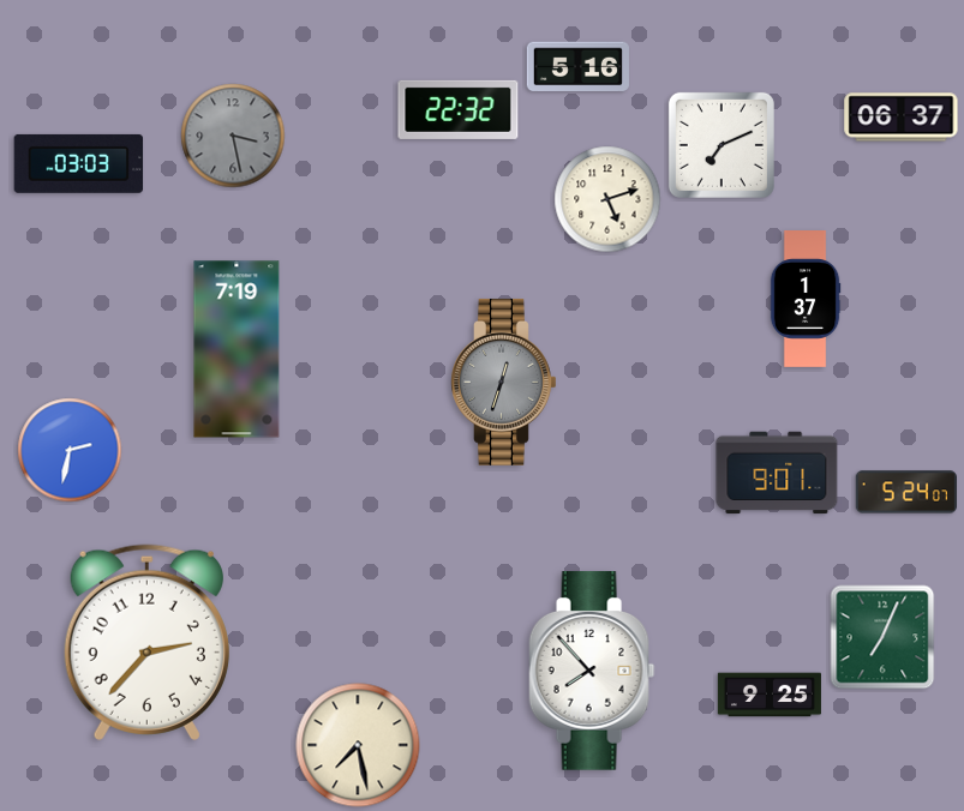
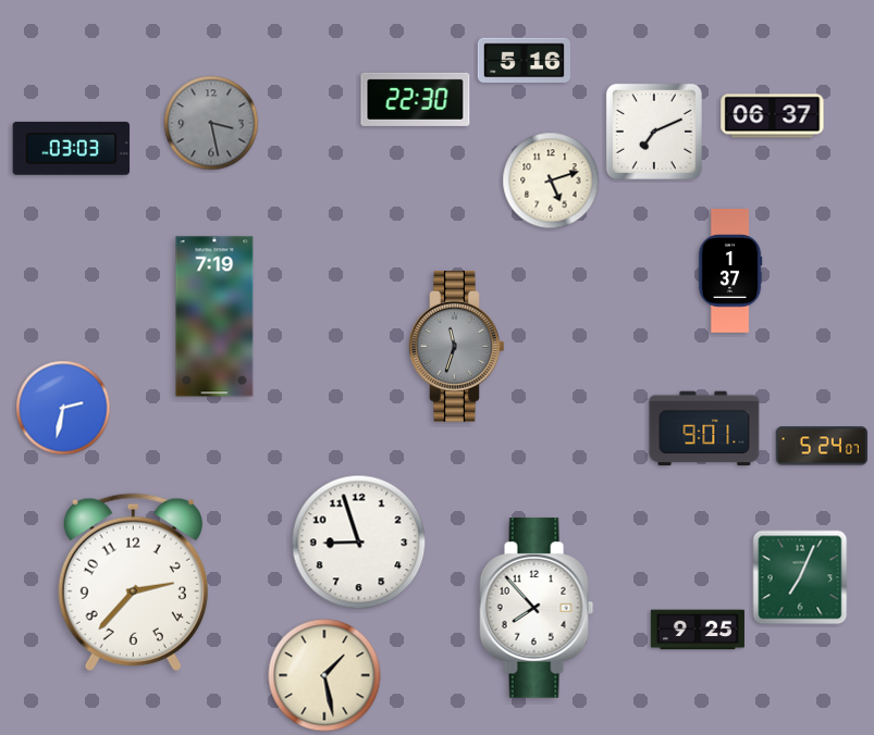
clock at (459, 109): 22:32 -> 22:30
clock at (902, 118) position: (902, 118) -> (773, 116)
clock at (504, 382): 12:33 -> 11:33
clock at (359, 543): none -> 8:57
clock at (358, 745): 7:28 -> 1:28
